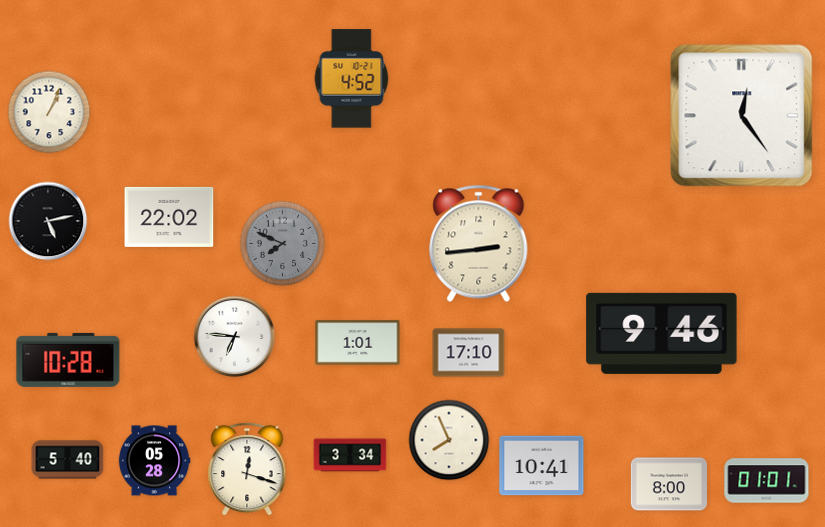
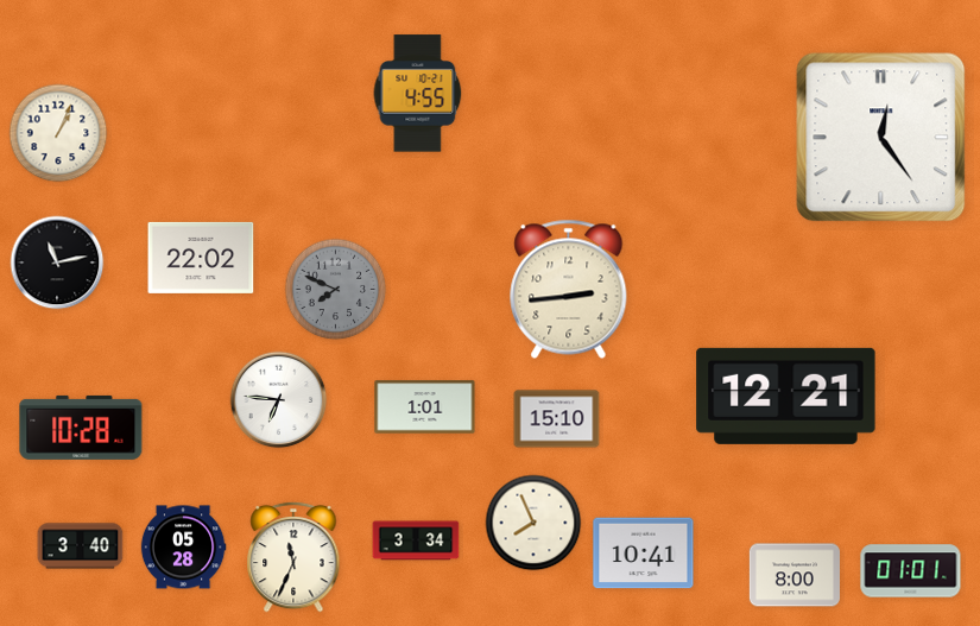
clock at (352, 79): 4:52 -> 4:55
clock at (48, 221): 5:13 -> 11:13
clock at (662, 333): 9:46 -> 12:21
clock at (469, 353): 17:10 -> 15:10
clock at (68, 460): 5:40 -> 3:40
clock at (247, 469): 12:18 -> 11:34
